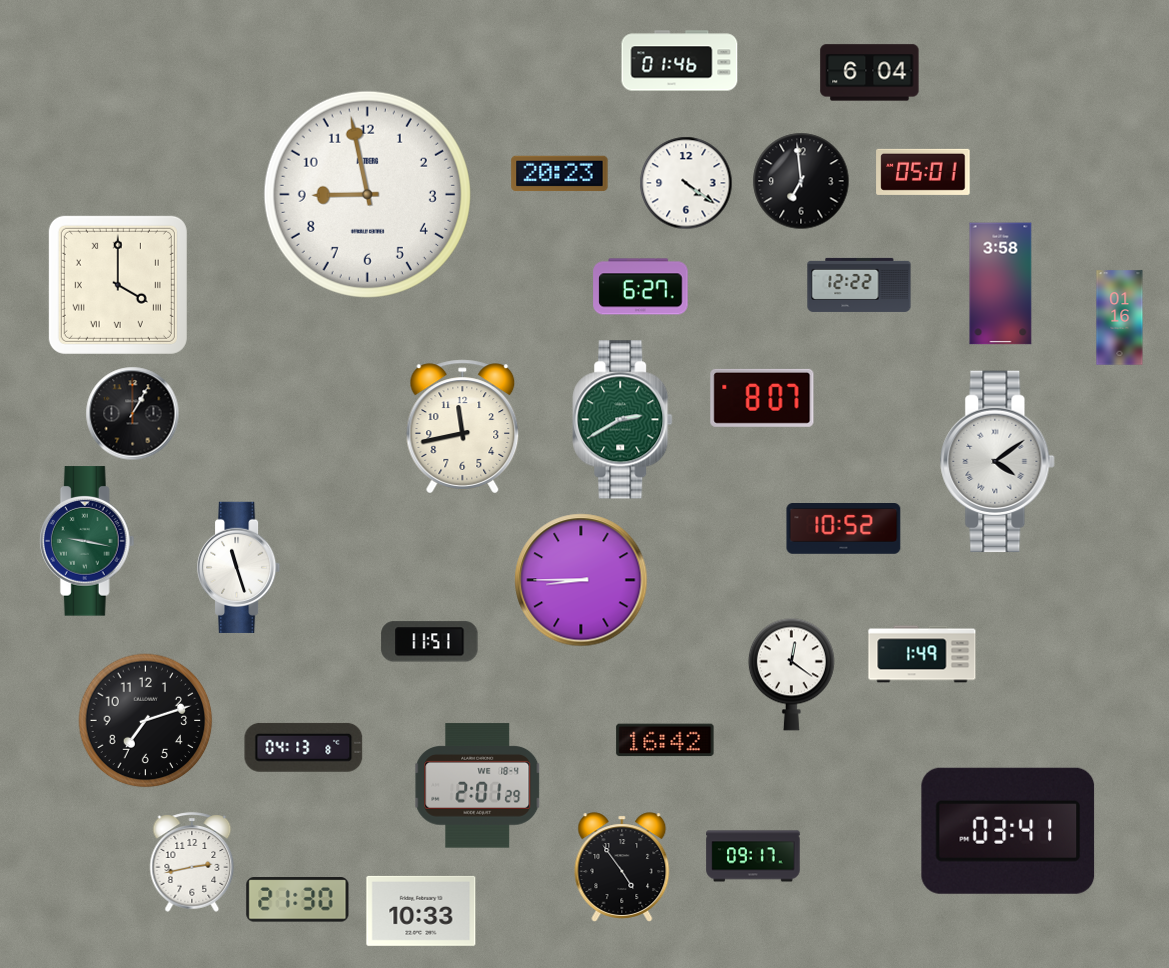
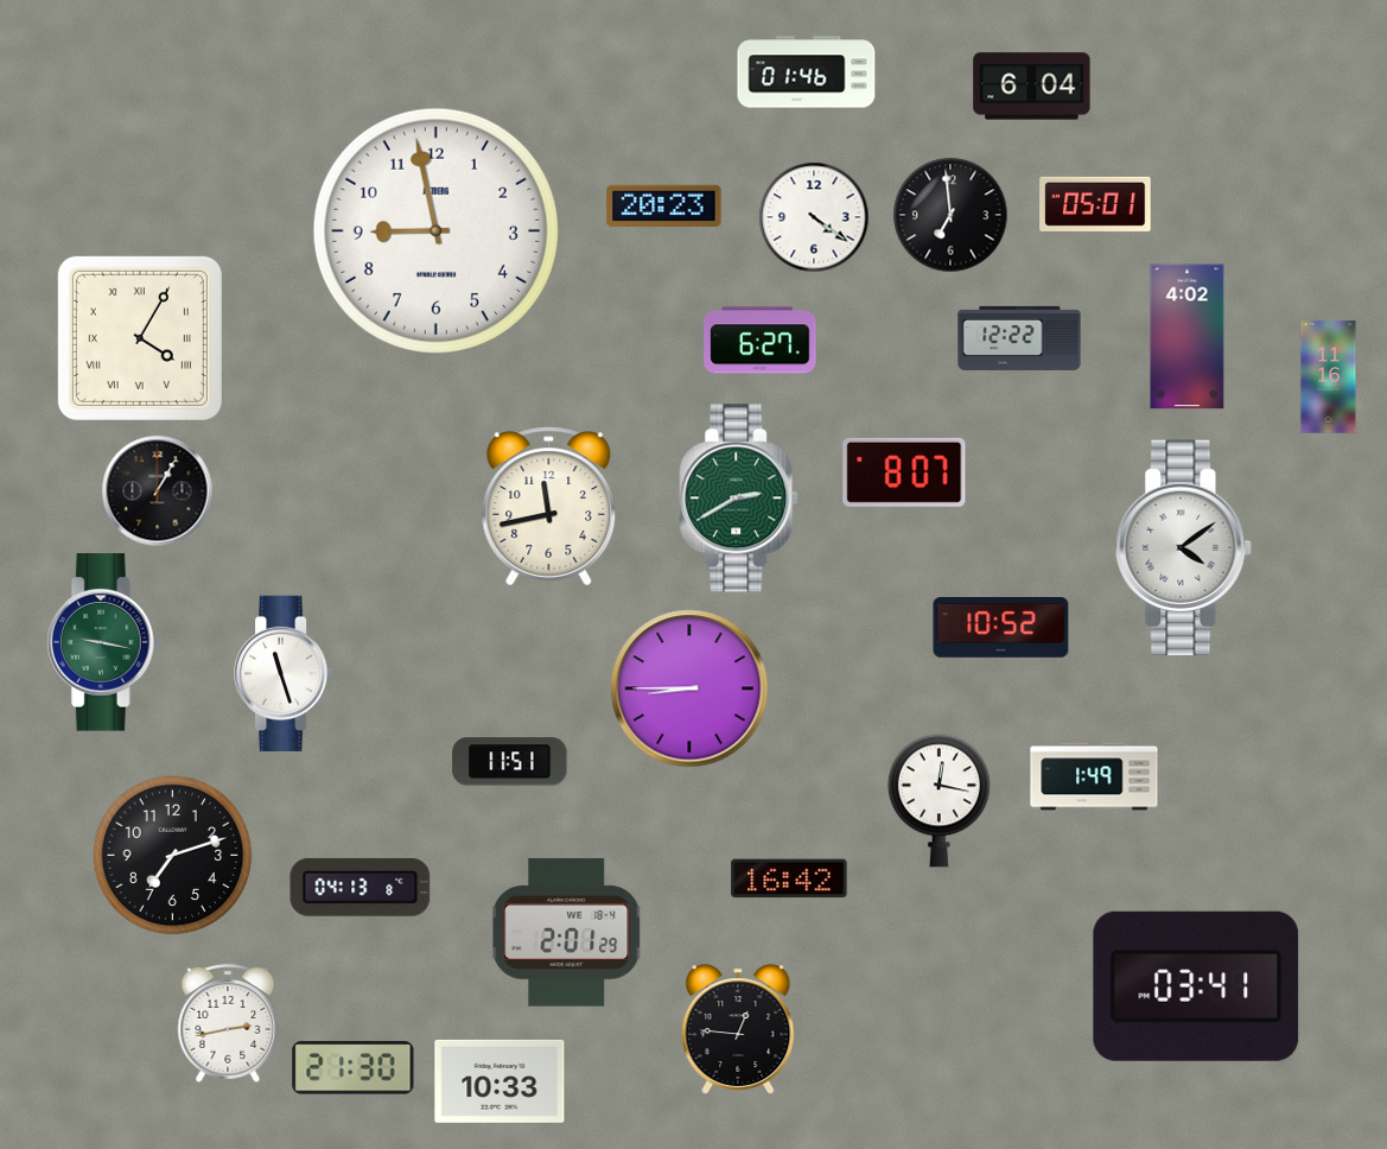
clock at (1001, 284): 3:58 -> 4:02
clock at (118, 285): 4:00 -> 4:05
clock at (1120, 318): 01:16 -> 11:16
clock at (791, 674): 12:21 -> 12:17
clock at (753, 856): 09:17 -> none
clock at (622, 867): 4:54 -> 12:46
